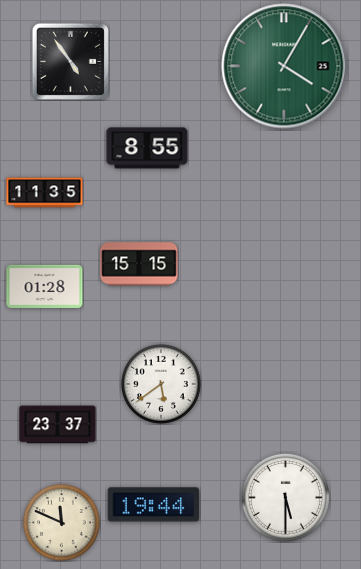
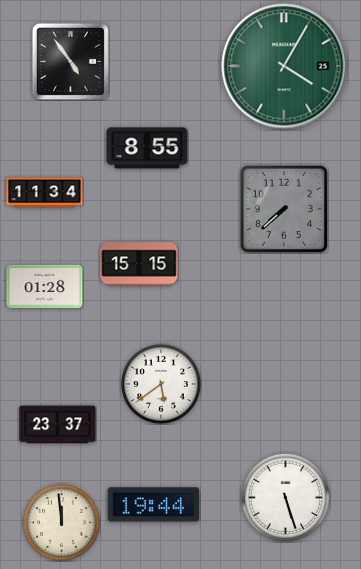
clock at (45, 193): 11:35 -> 11:34
clock at (284, 209): none -> 7:38
clock at (285, 497): 5:30 -> 5:27
clock at (61, 522): 11:49 -> 11:59
